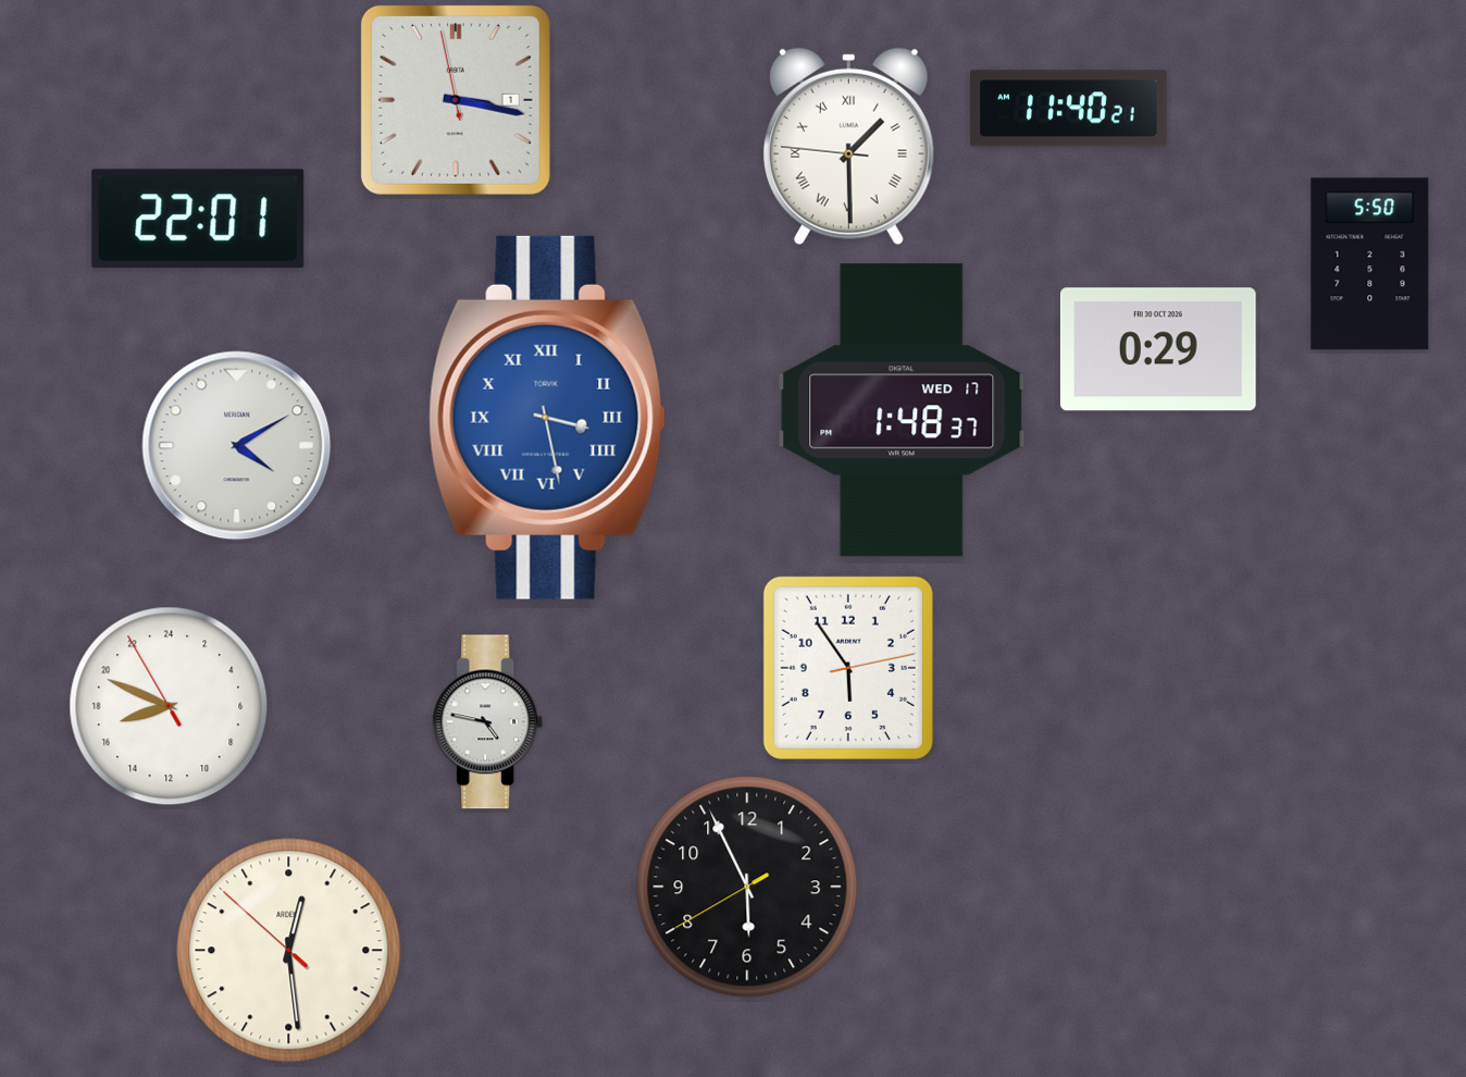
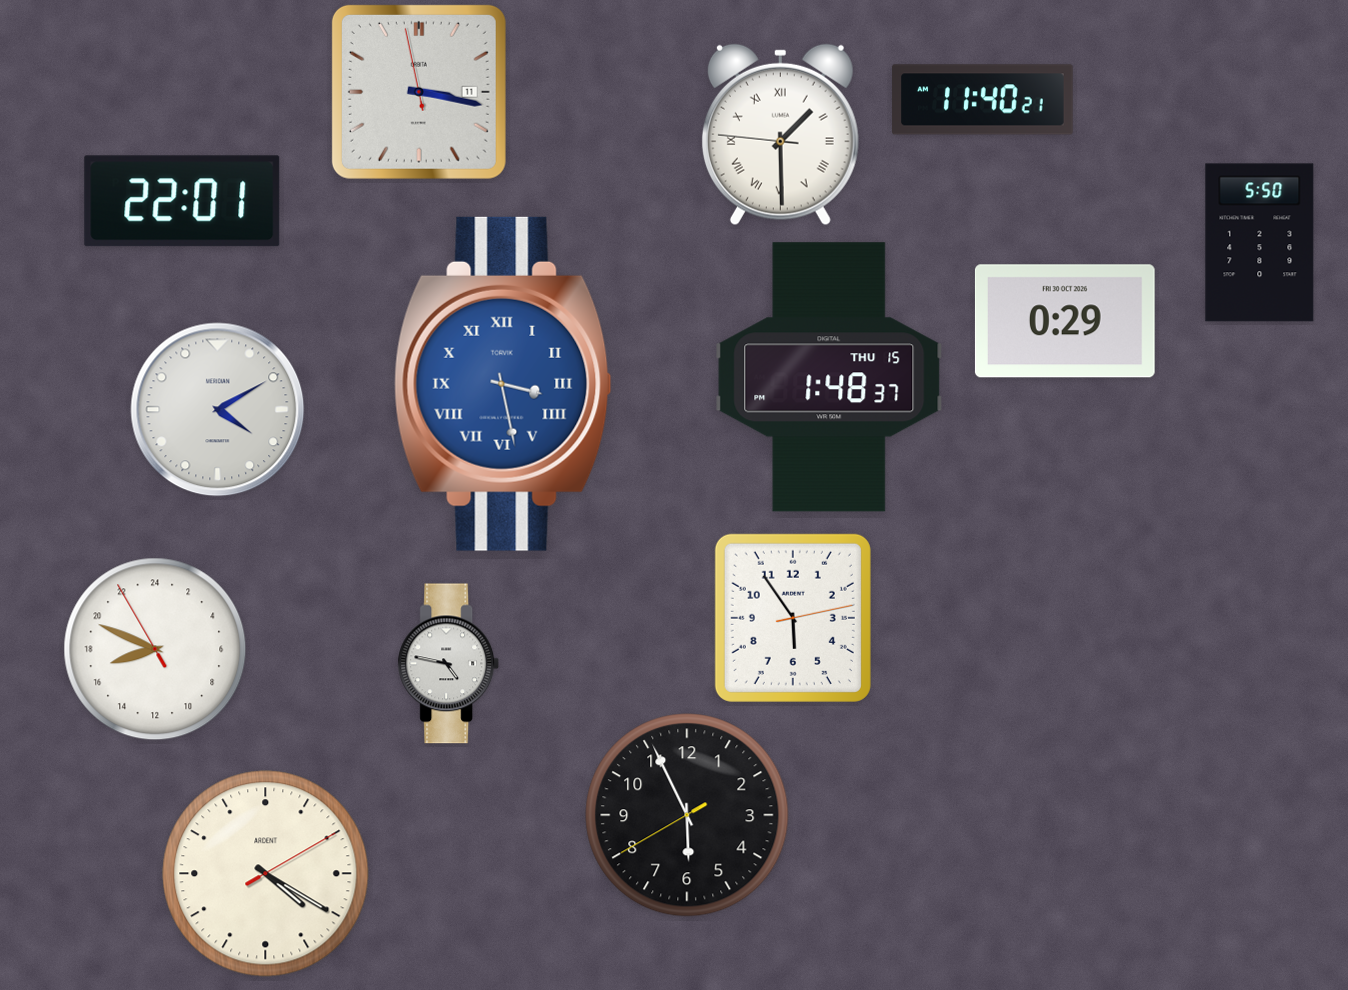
clock at (456, 100) date: 1 -> 11
clock at (902, 410) date: WED 17 -> THU 15
clock at (848, 668) position: (848, 668) -> (793, 618)
clock at (289, 951): 12:28 -> 4:20
